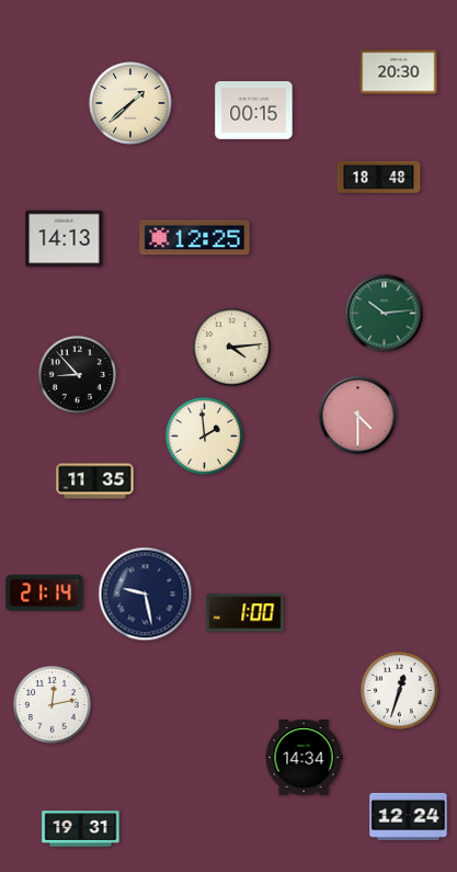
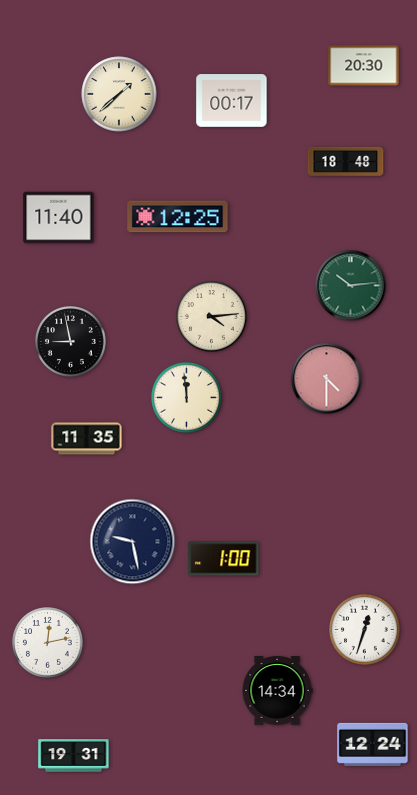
clock at (254, 111): 00:15 -> 00:17
clock at (65, 239): 14:13 -> 11:40
clock at (78, 375): 8:53 -> 8:58
clock at (205, 437): 1:59 -> 11:59
clock at (45, 593): 21:14 -> none
